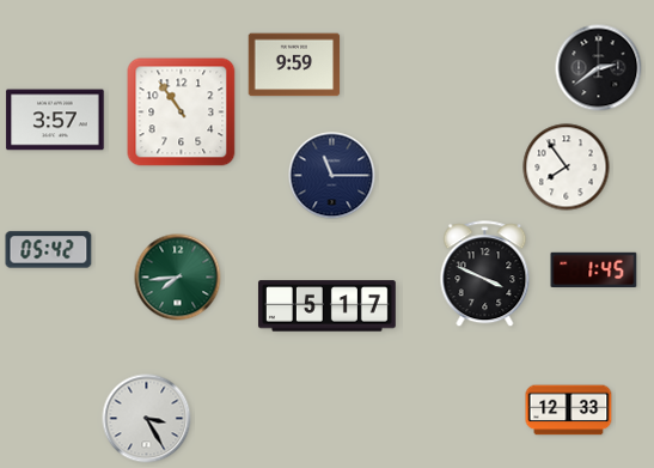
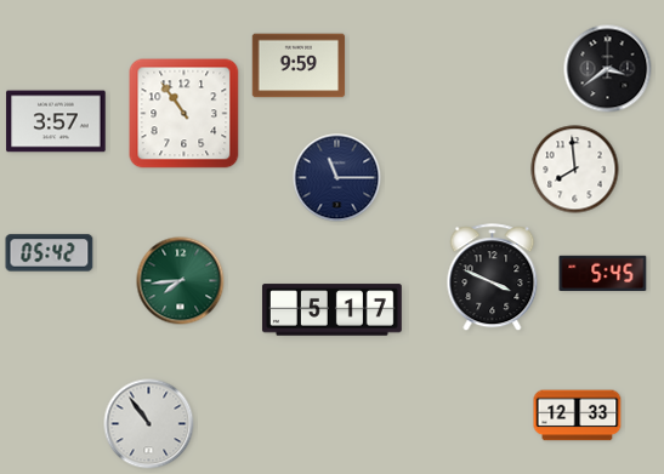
clock at (599, 68): 2:39 -> 3:39
clock at (567, 168): 7:54 -> 7:59
clock at (594, 271): 1:45 -> 5:45
clock at (147, 419): 3:25 -> 10:54
